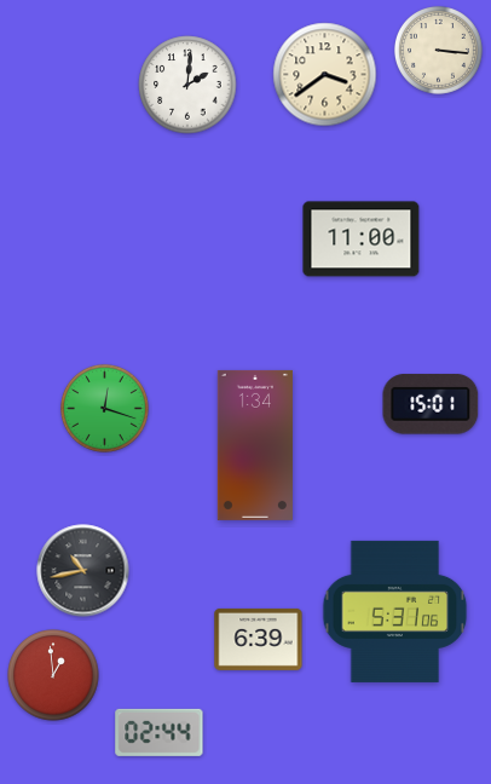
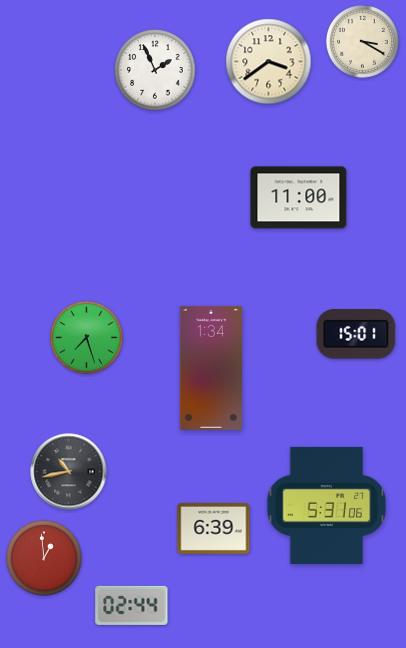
clock at (438, 50): 3:16 -> 3:20
clock at (187, 85): 2:01 -> 1:56
clock at (104, 408): 12:18 -> 7:27
